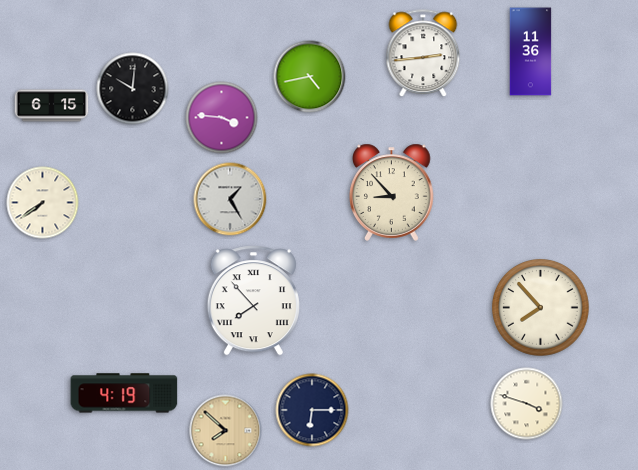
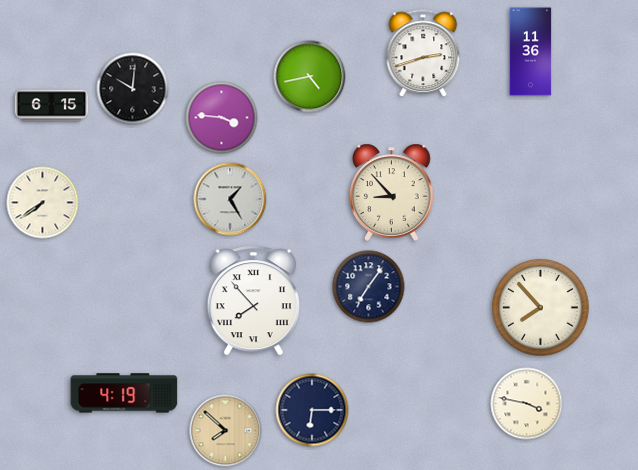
clock at (423, 54): 2:44 -> 2:42
clock at (369, 287): none -> 7:06
clock at (527, 404): 3:48 -> 3:47
